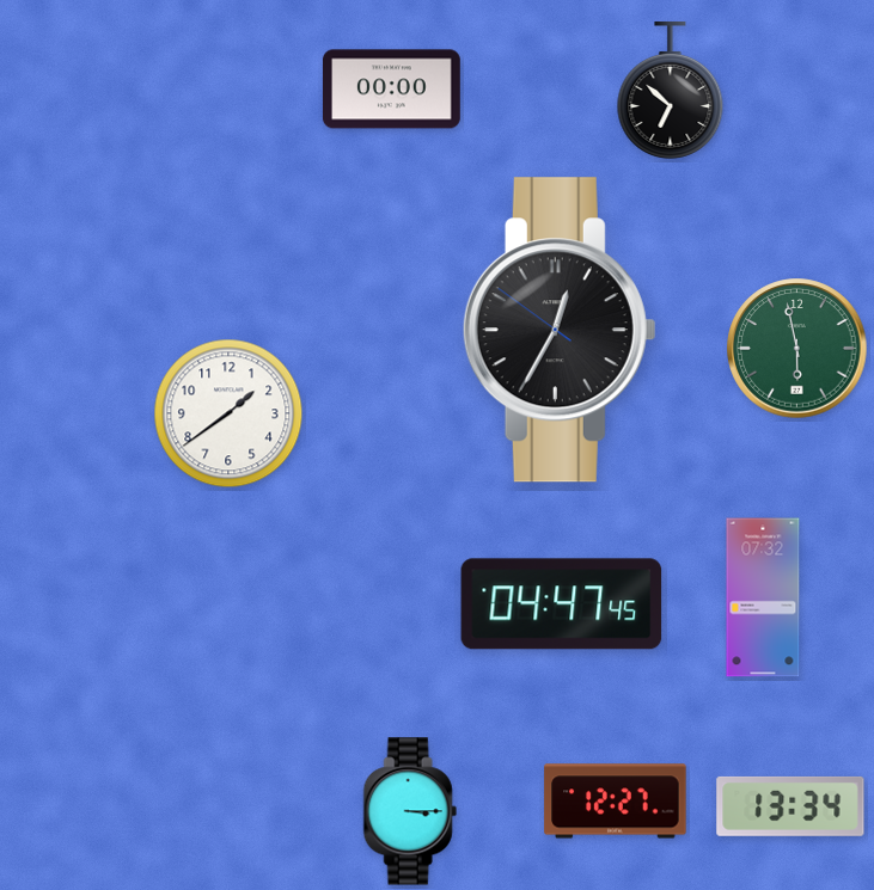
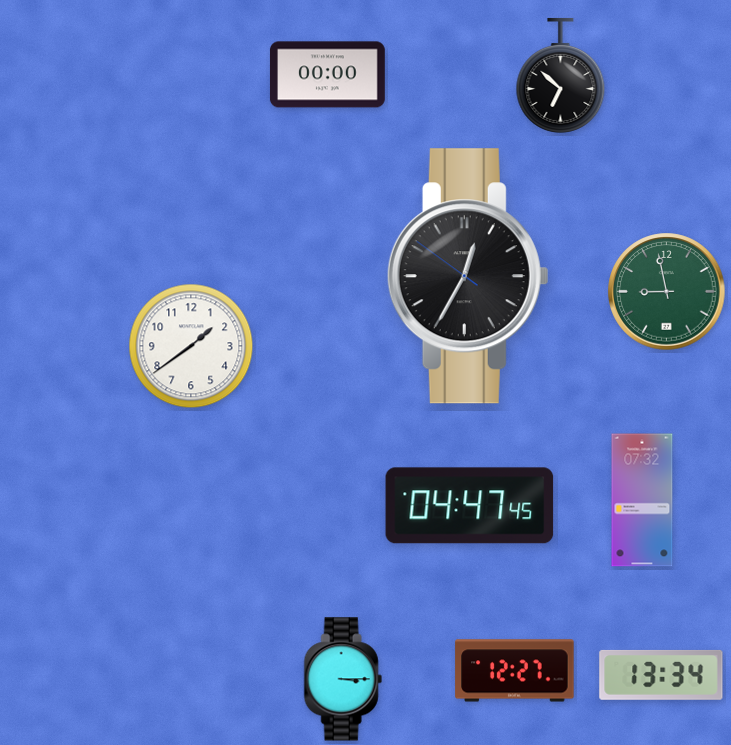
clock at (797, 349): 5:58 -> 8:58
clock at (763, 597) position: (763, 597) -> (642, 500)
